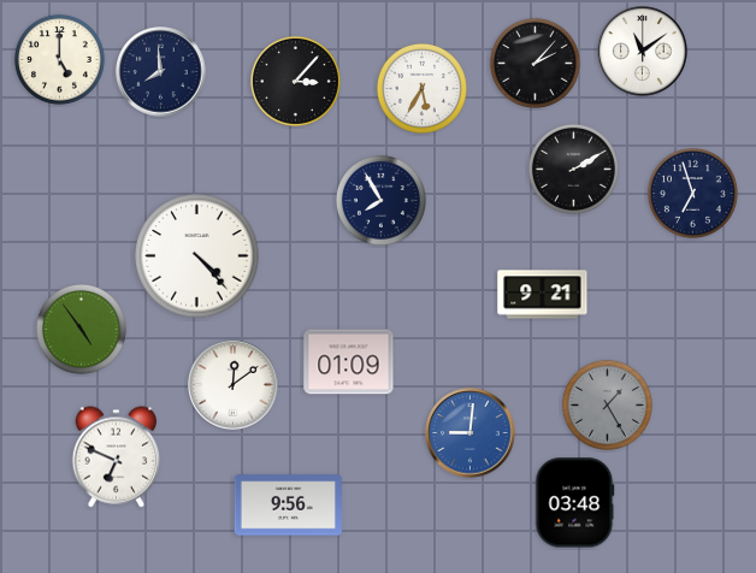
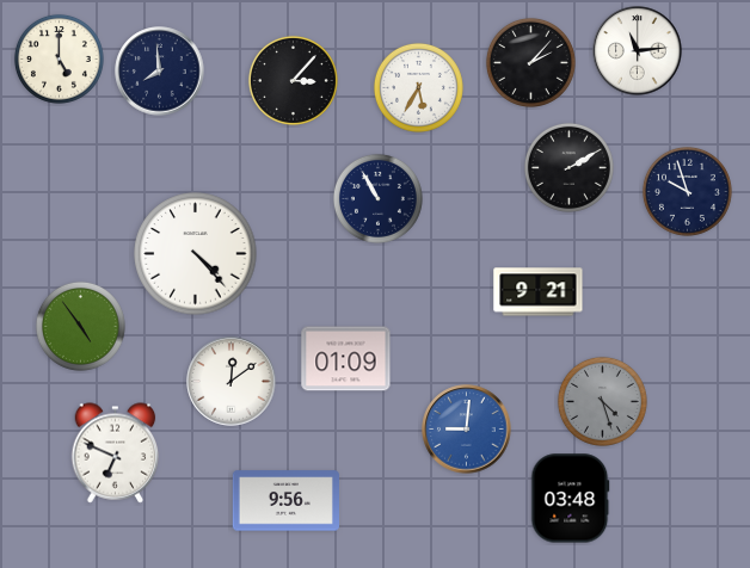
clock at (643, 52): 11:09 -> 11:14
clock at (692, 193): 6:57 -> 9:57
clock at (380, 200): 7:55 -> 10:55
clock at (607, 404): 1:25 -> 4:27
